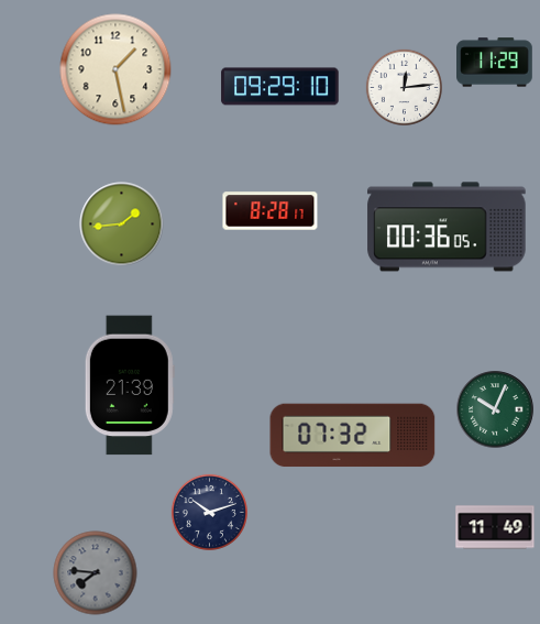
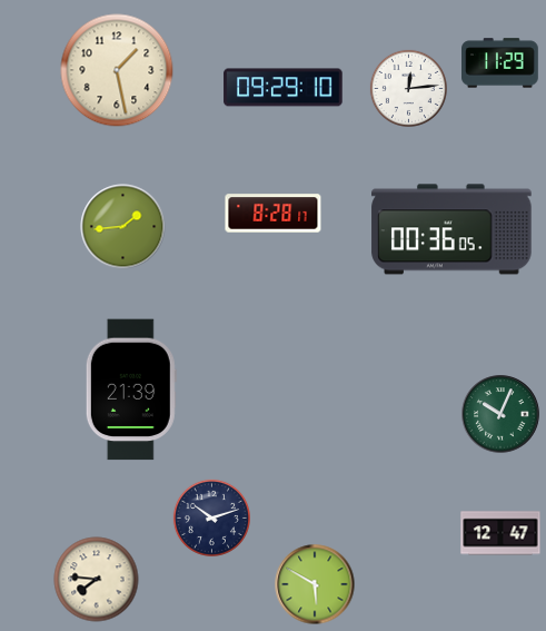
clock at (353, 436): 07:32 -> none
clock at (495, 527): 11:49 -> 12:47
clock at (96, 573) dial: grey -> cream
clock at (315, 584): none -> 5:50
